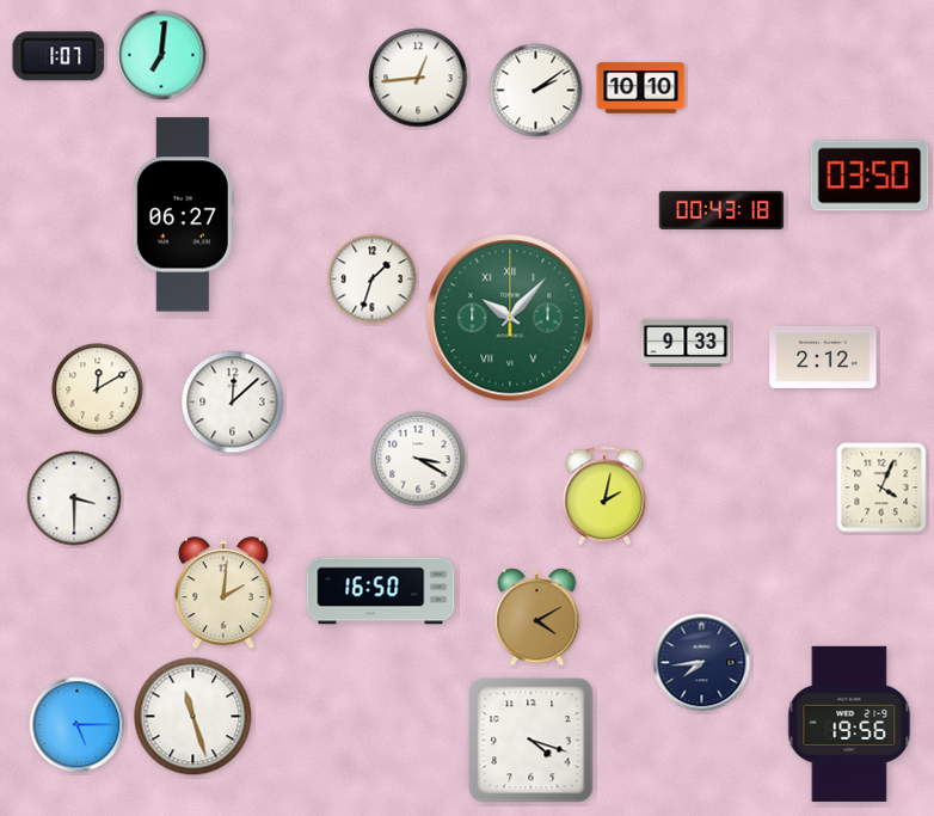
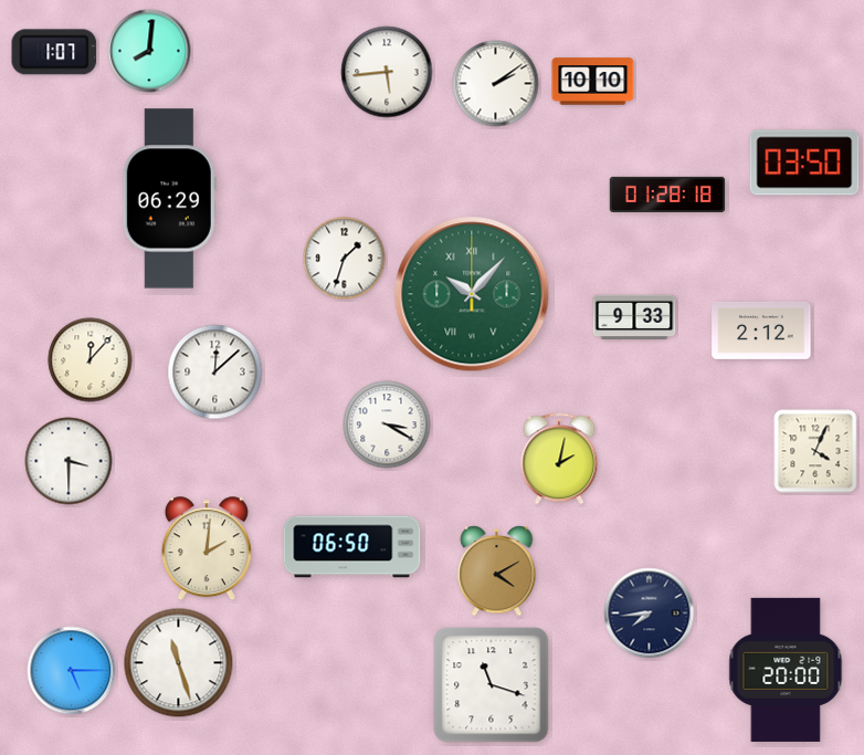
clock at (161, 55): 7:01 -> 8:01
clock at (418, 78): 12:44 -> 5:44
clock at (721, 210): 00:43 -> 01:28
clock at (183, 215): 06:27 -> 06:29
clock at (98, 389): 12:10 -> 12:07
clock at (381, 591): 16:50 -> 06:50
clock at (849, 724): 19:56 -> 20:00
clock at (531, 741): 4:18 -> 11:18
